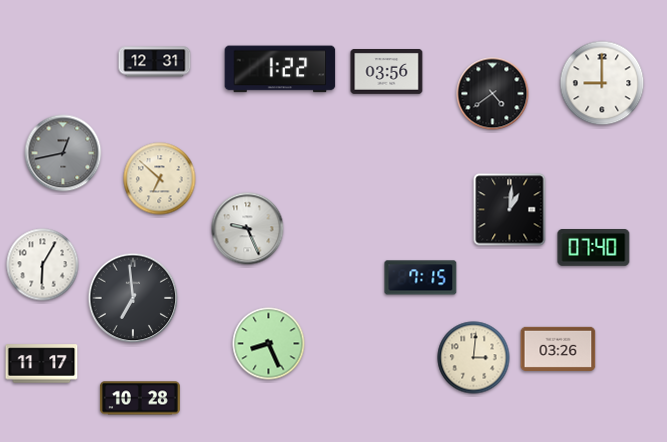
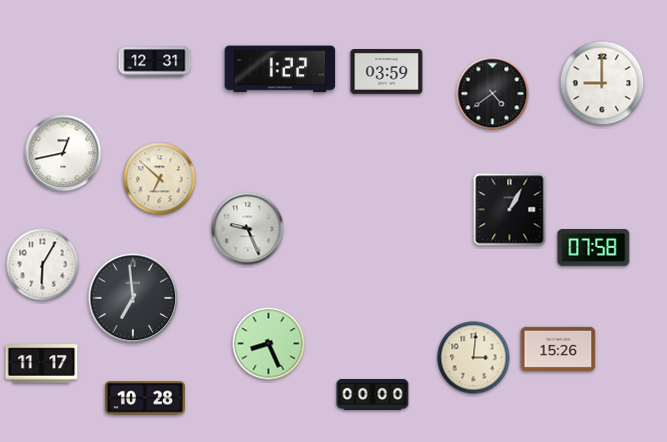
clock at (387, 72): 03:56 -> 03:59
clock at (63, 153) dial: grey -> white
clock at (510, 210): 1:01 -> 1:05
clock at (594, 248): 07:40 -> 07:58
clock at (421, 278): 7:15 -> none
clock at (558, 349): 03:26 -> 15:26
clock at (373, 395): none -> 00:00
clock at (140, 398) position: (140, 398) -> (145, 398)
